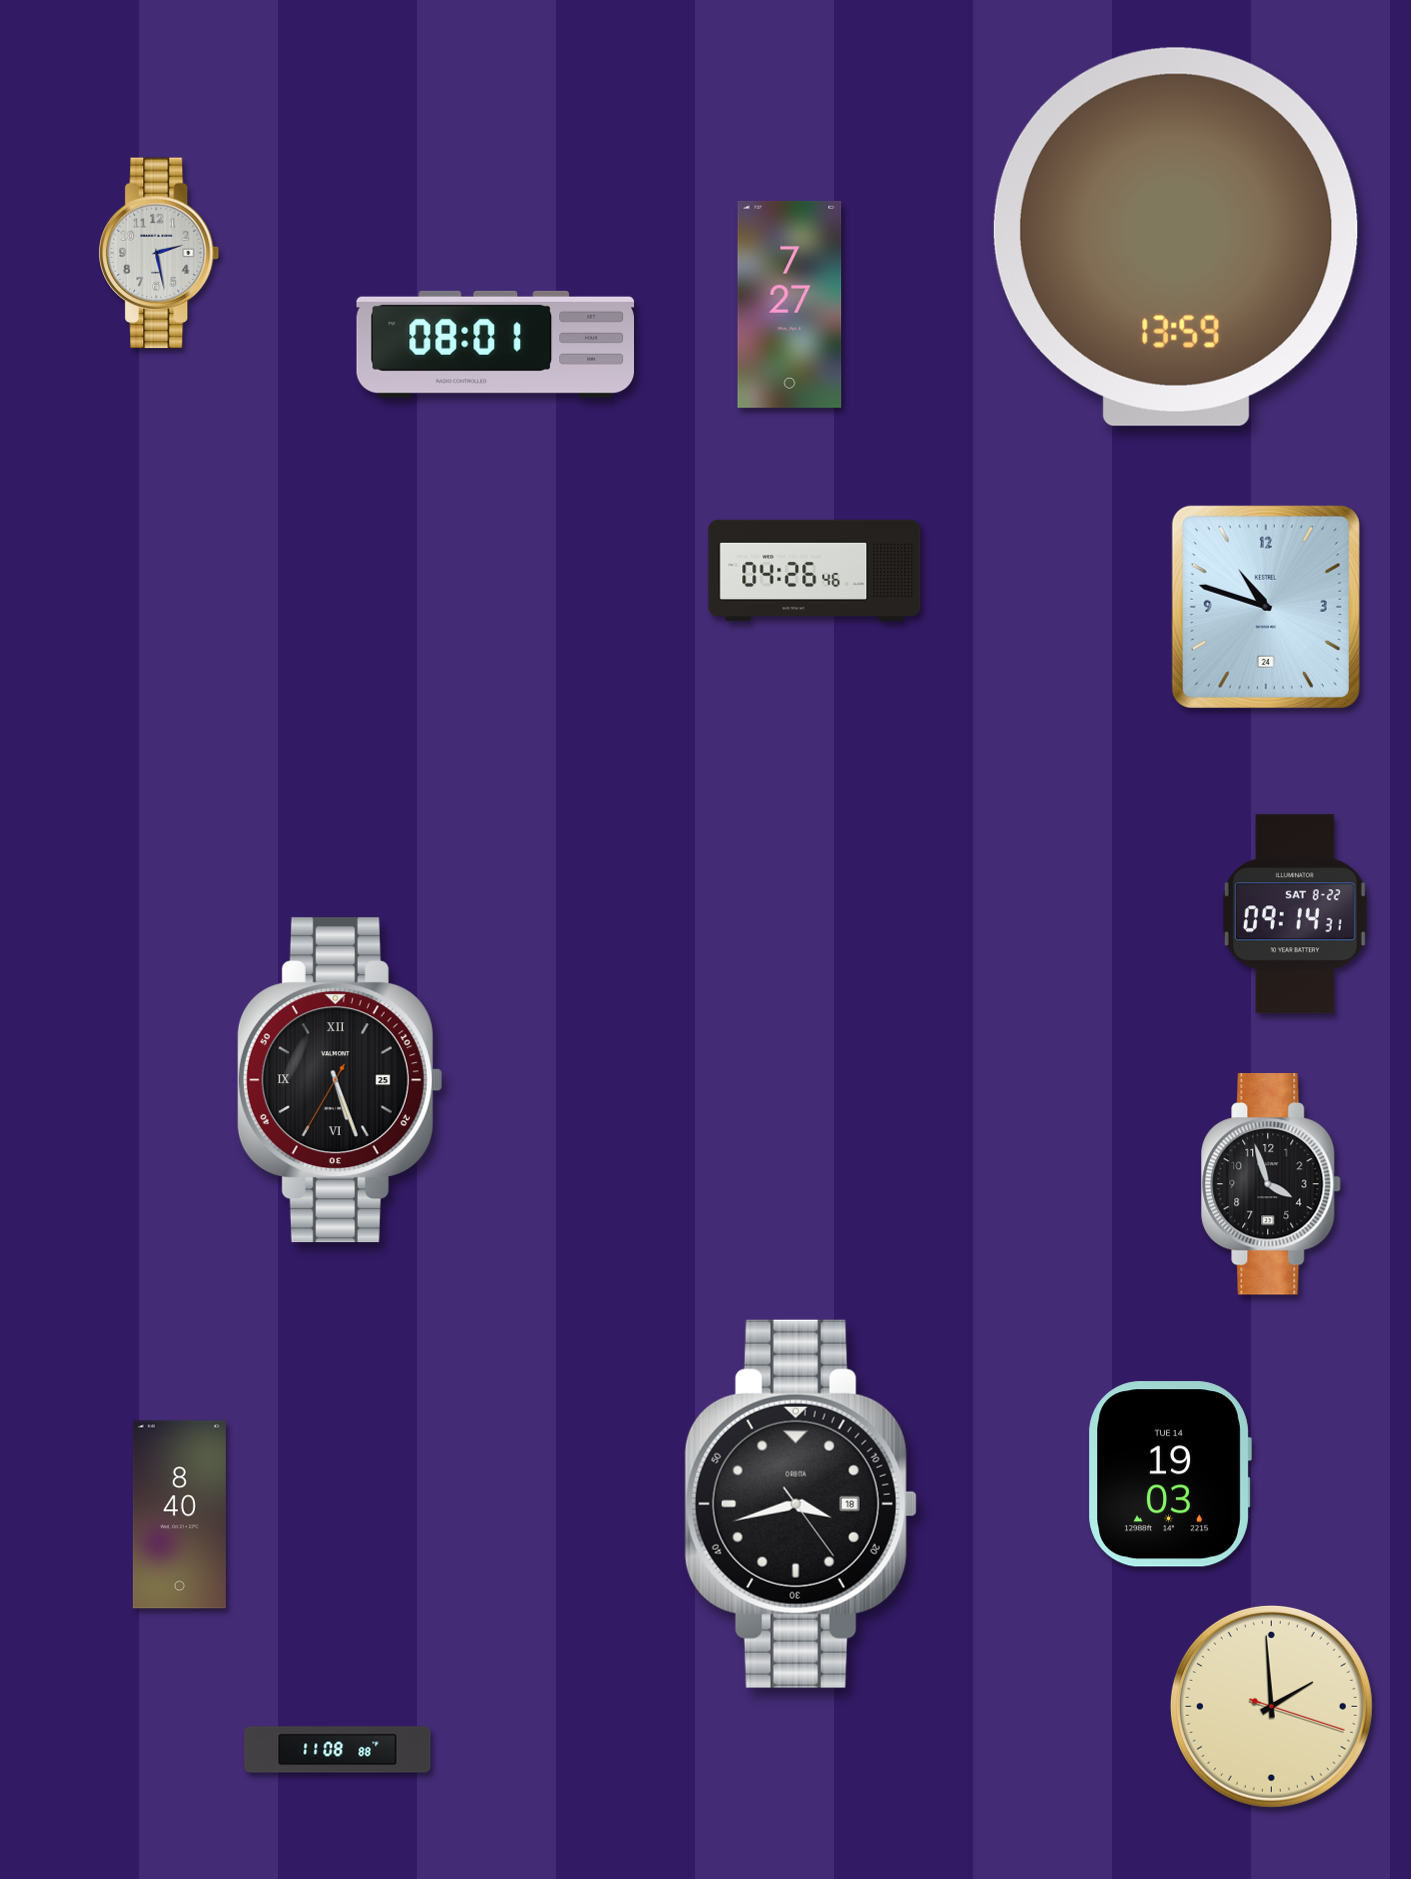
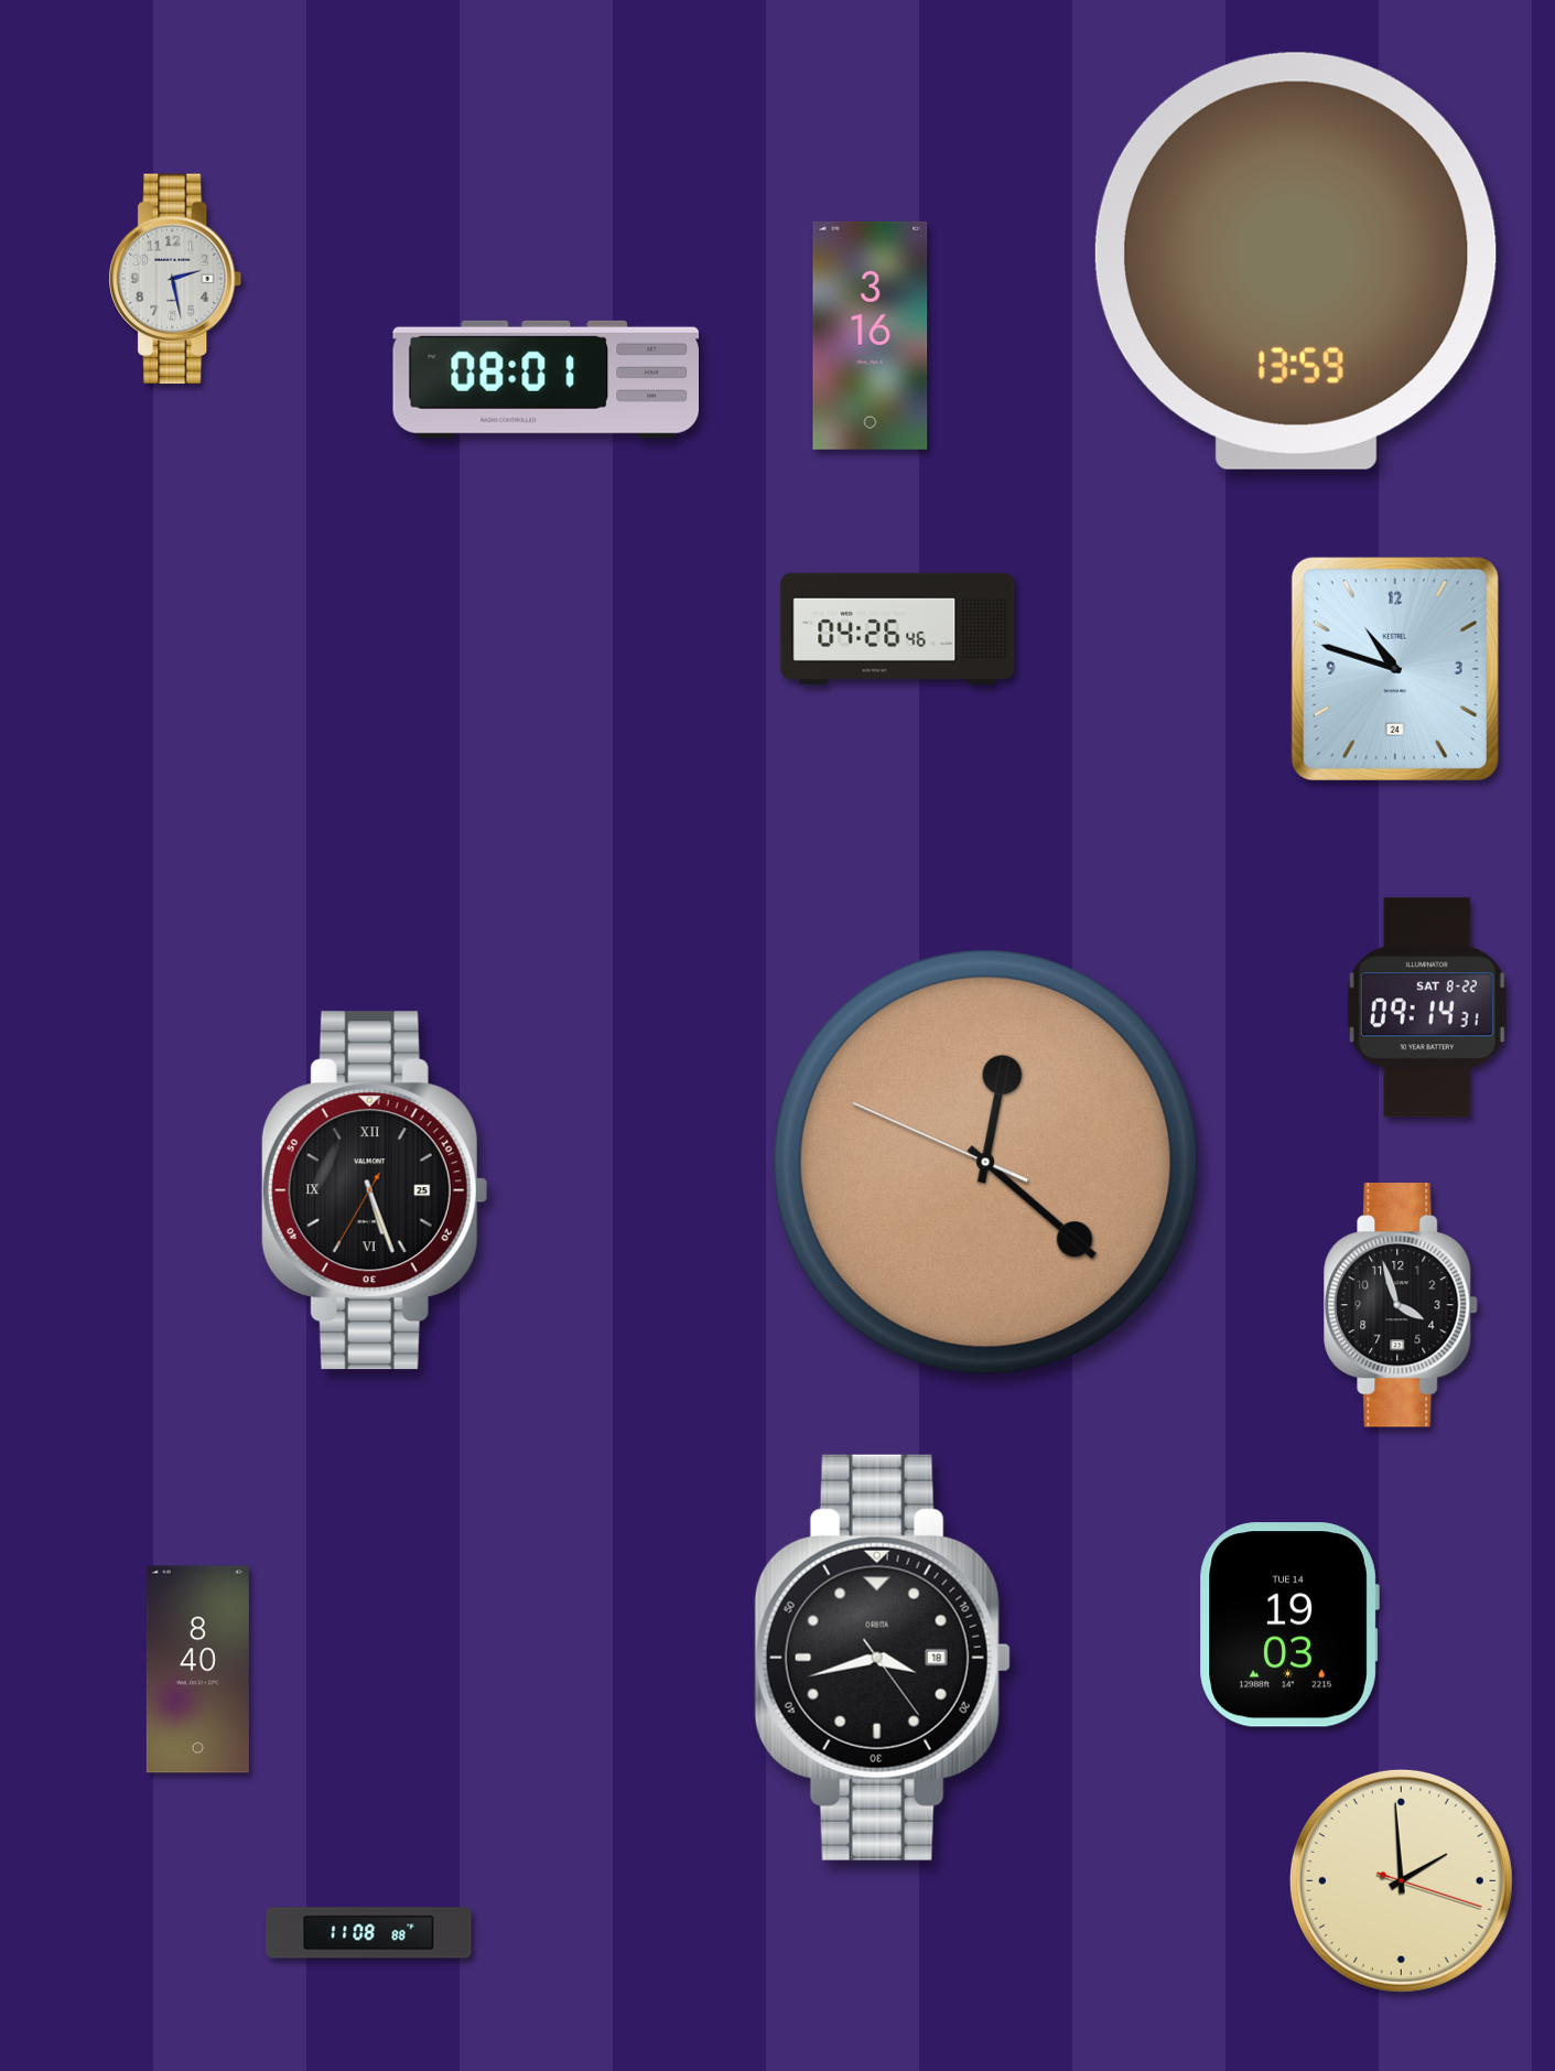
clock at (790, 304): 7:27 -> 3:16
clock at (985, 1162): none -> 12:21
clock at (338, 1750) position: (338, 1750) -> (369, 1933)
